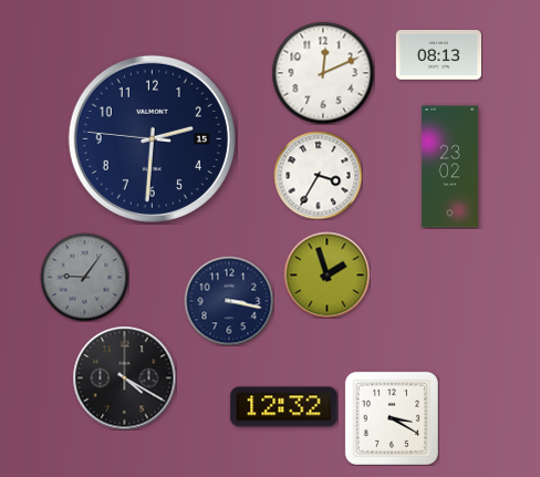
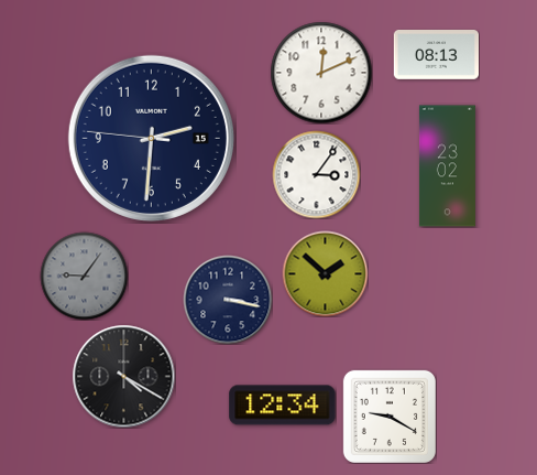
clock at (318, 175): 3:35 -> 3:06
clock at (326, 274): 1:57 -> 1:52
clock at (284, 407): 12:32 -> 12:34
clock at (392, 418): 3:20 -> 9:20
